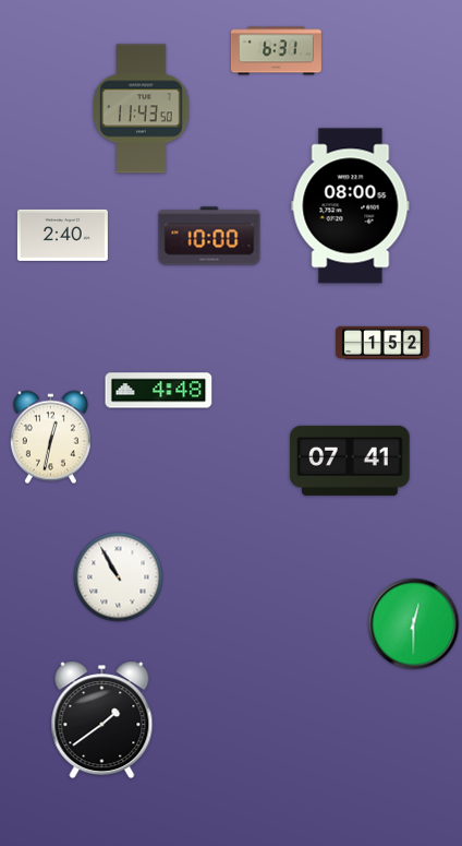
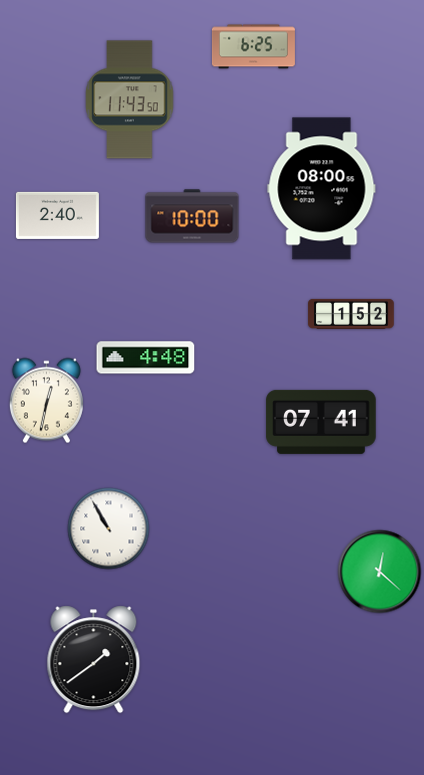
clock at (276, 51): 6:31 -> 6:25
clock at (414, 624): 12:30 -> 12:22
